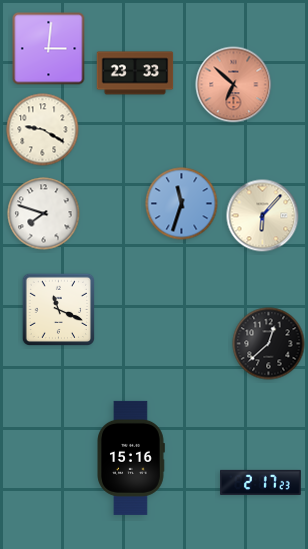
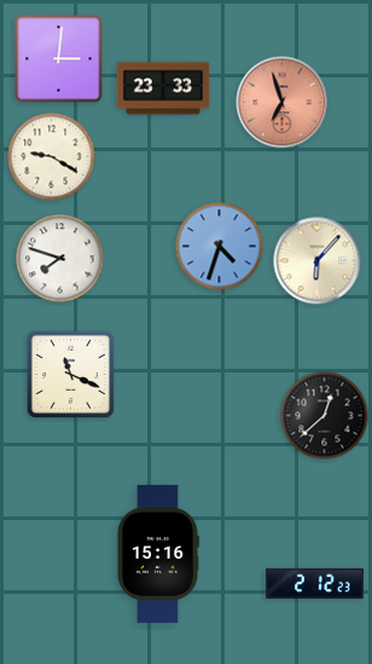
clock at (234, 85): 6:52 -> 6:57
clock at (182, 204): 11:33 -> 4:33
clock at (44, 214) position: (44, 214) -> (60, 259)
clock at (261, 482): 2:17 -> 2:12
